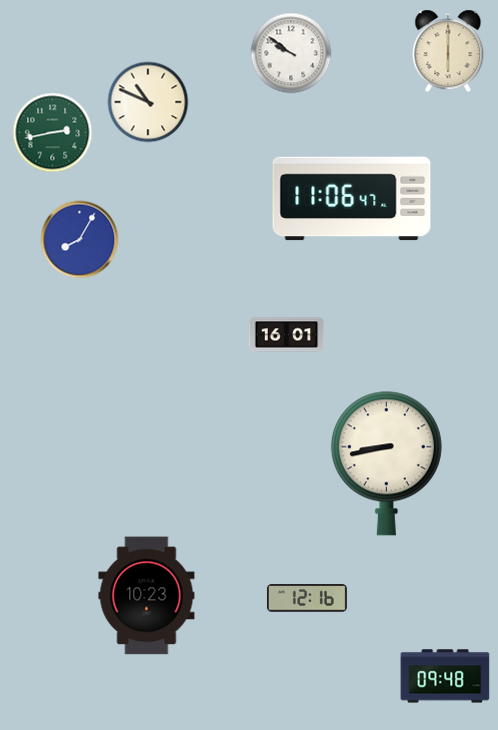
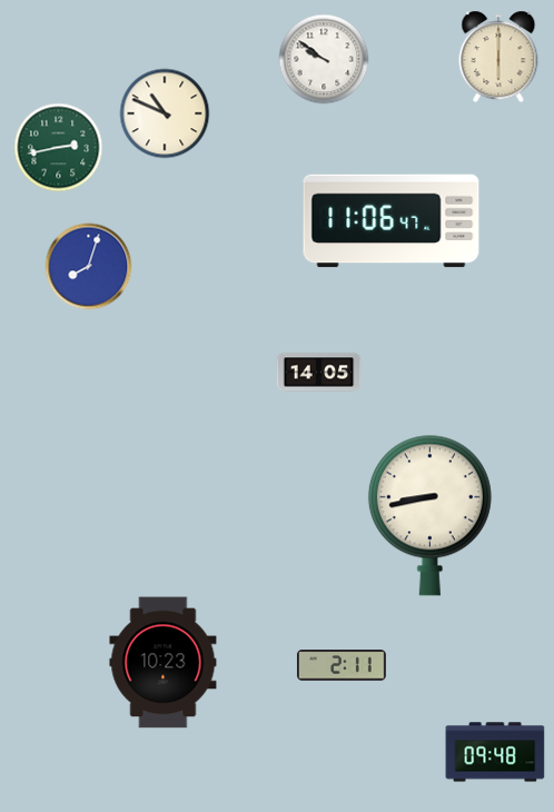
clock at (80, 240): 8:05 -> 8:03
clock at (287, 335): 16:01 -> 14:05
clock at (307, 598): 12:16 -> 2:11
